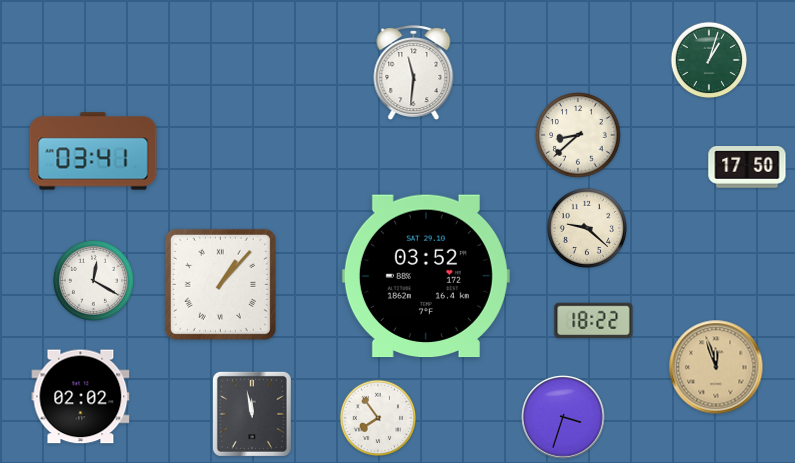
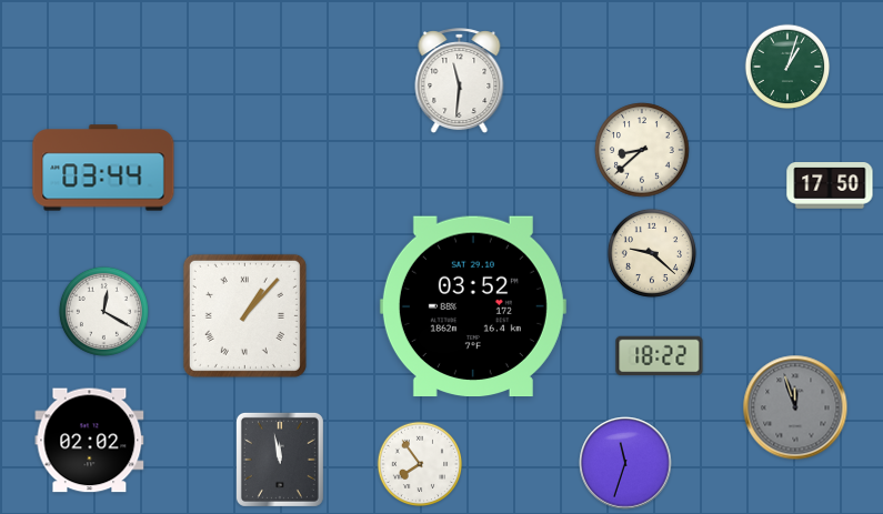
clock at (93, 151): 03:41 -> 03:44
clock at (716, 367) dial: champagne -> grey
clock at (563, 417): 3:33 -> 11:33
